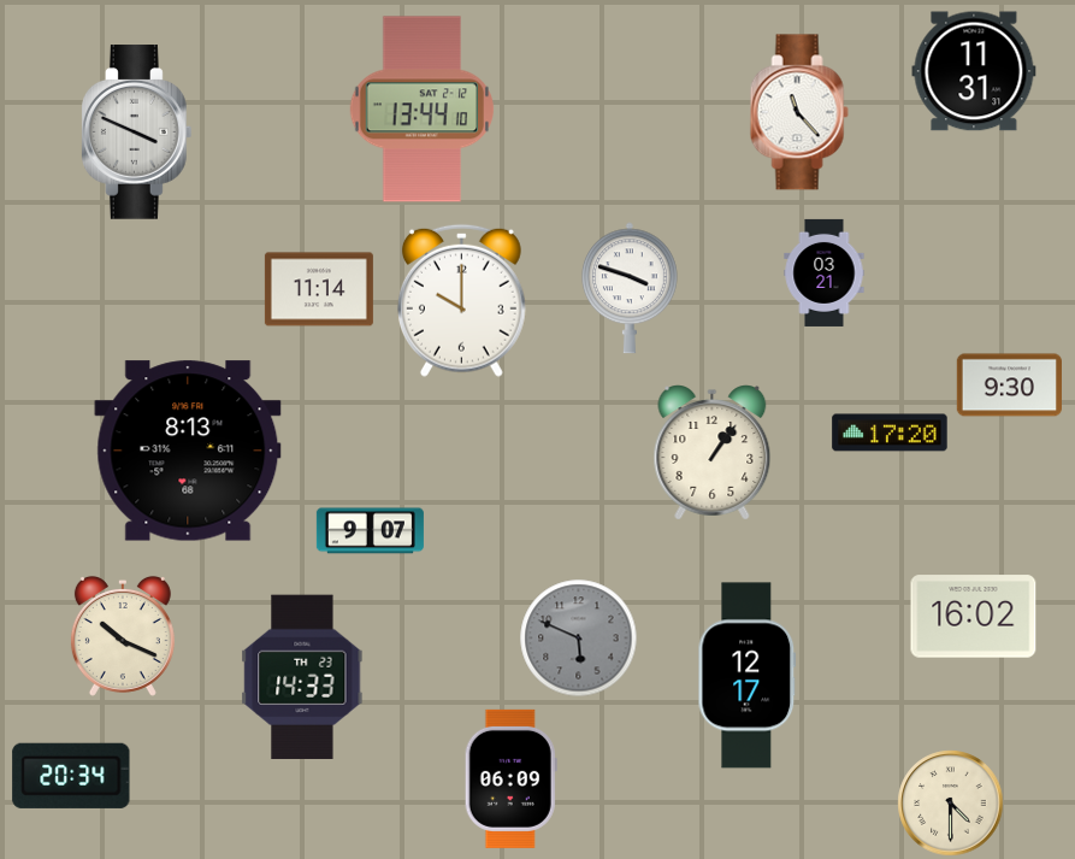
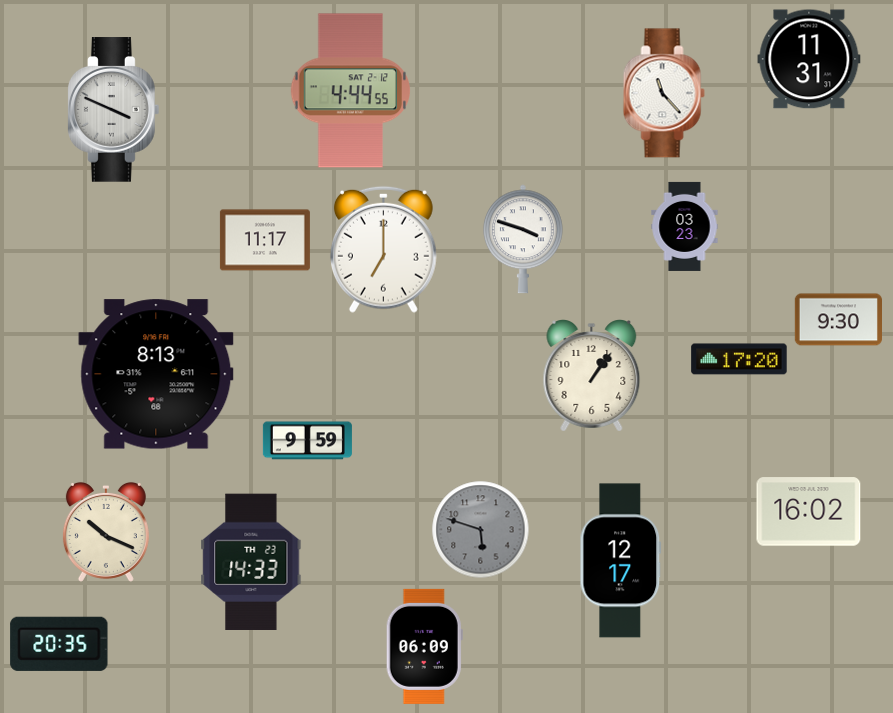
clock at (421, 110): 13:44 -> 4:44
clock at (825, 272): 03:21 -> 03:23
clock at (319, 289): 11:14 -> 11:17
clock at (461, 300): 10:00 -> 7:00
clock at (370, 531): 9:07 -> 9:59
clock at (123, 636) position: (123, 636) -> (106, 532)
clock at (579, 639): 5:49 -> 5:48
clock at (71, 776): 20:34 -> 20:35
clock at (951, 804): 4:30 -> none
